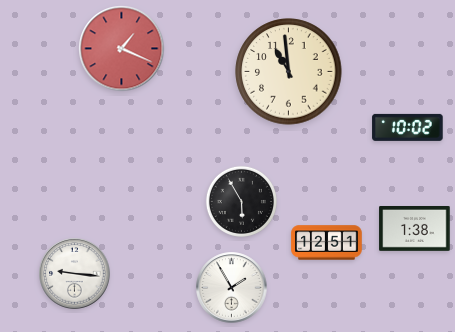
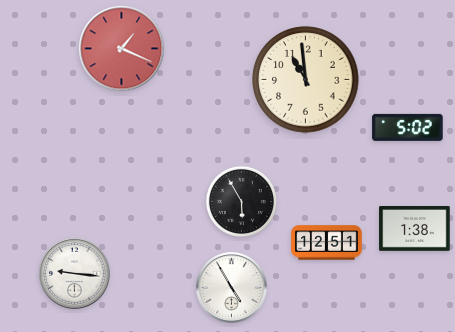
clock at (289, 72) position: (289, 72) -> (306, 80)
clock at (408, 127): 10:02 -> 5:02
clock at (232, 288): 1:55 -> 4:55
